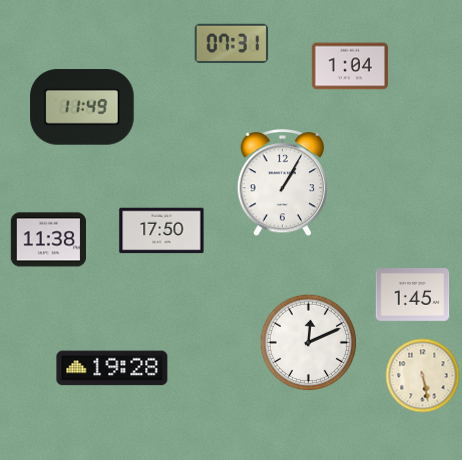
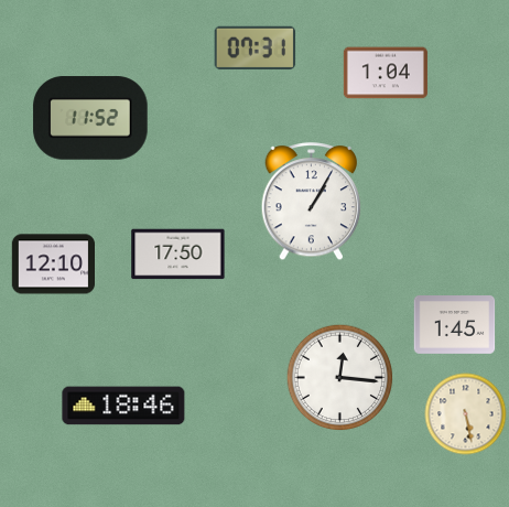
clock at (82, 107): 11:49 -> 11:52
clock at (48, 240): 11:38 -> 12:10
clock at (309, 343): 12:11 -> 12:16
clock at (112, 368): 19:28 -> 18:46
